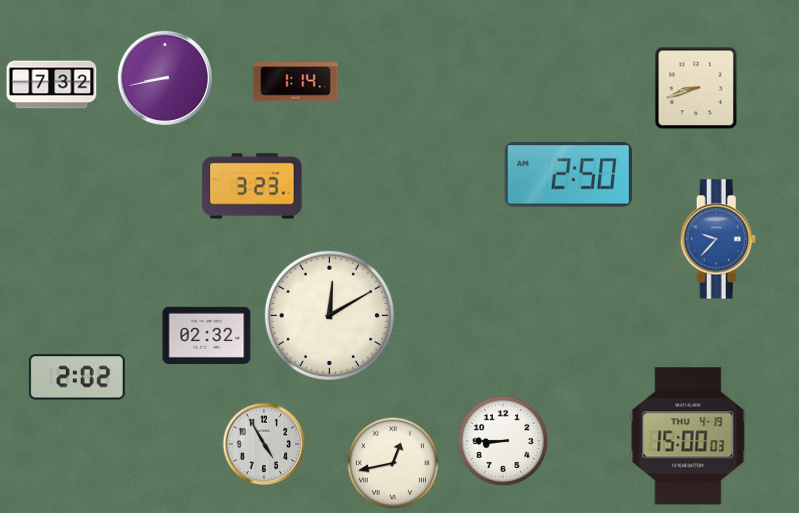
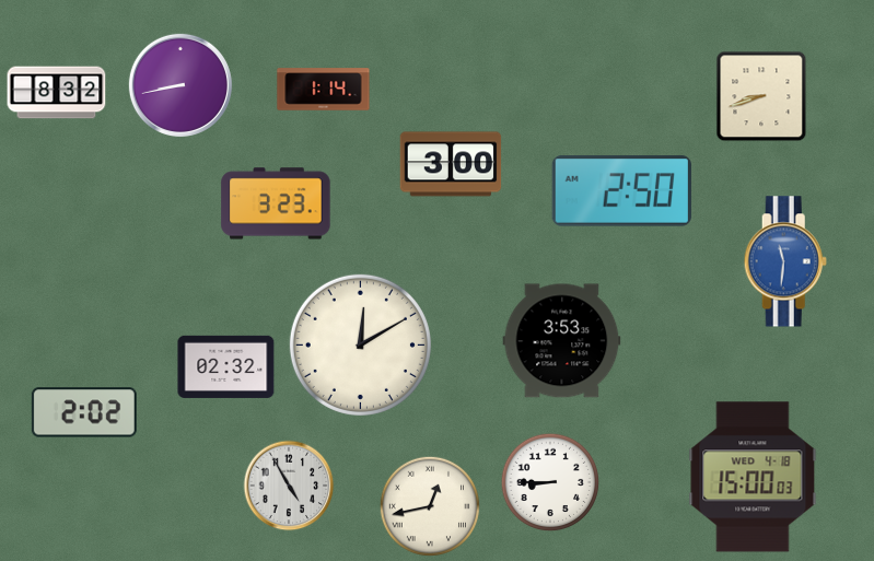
clock at (52, 85): 7:32 -> 8:32
clock at (451, 164): none -> 3:00
clock at (718, 239): 9:37 -> 11:31
clock at (562, 341): none -> 3:53
clock at (688, 436) date: THU 4-19 -> WED 4-18
